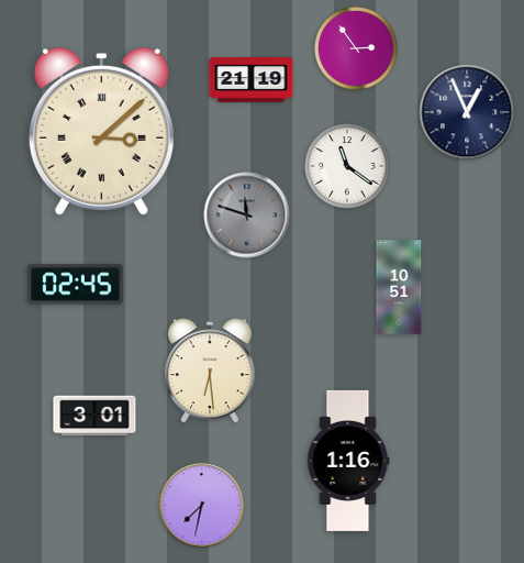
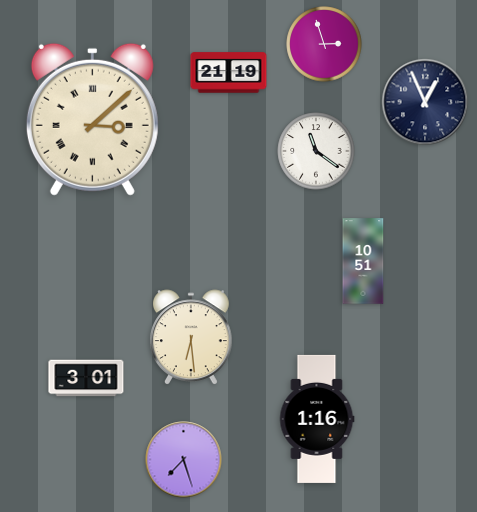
clock at (356, 48): 2:54 -> 2:57
clock at (247, 216): 11:48 -> none
clock at (76, 285): 02:45 -> none
clock at (202, 506): 7:32 -> 7:27
